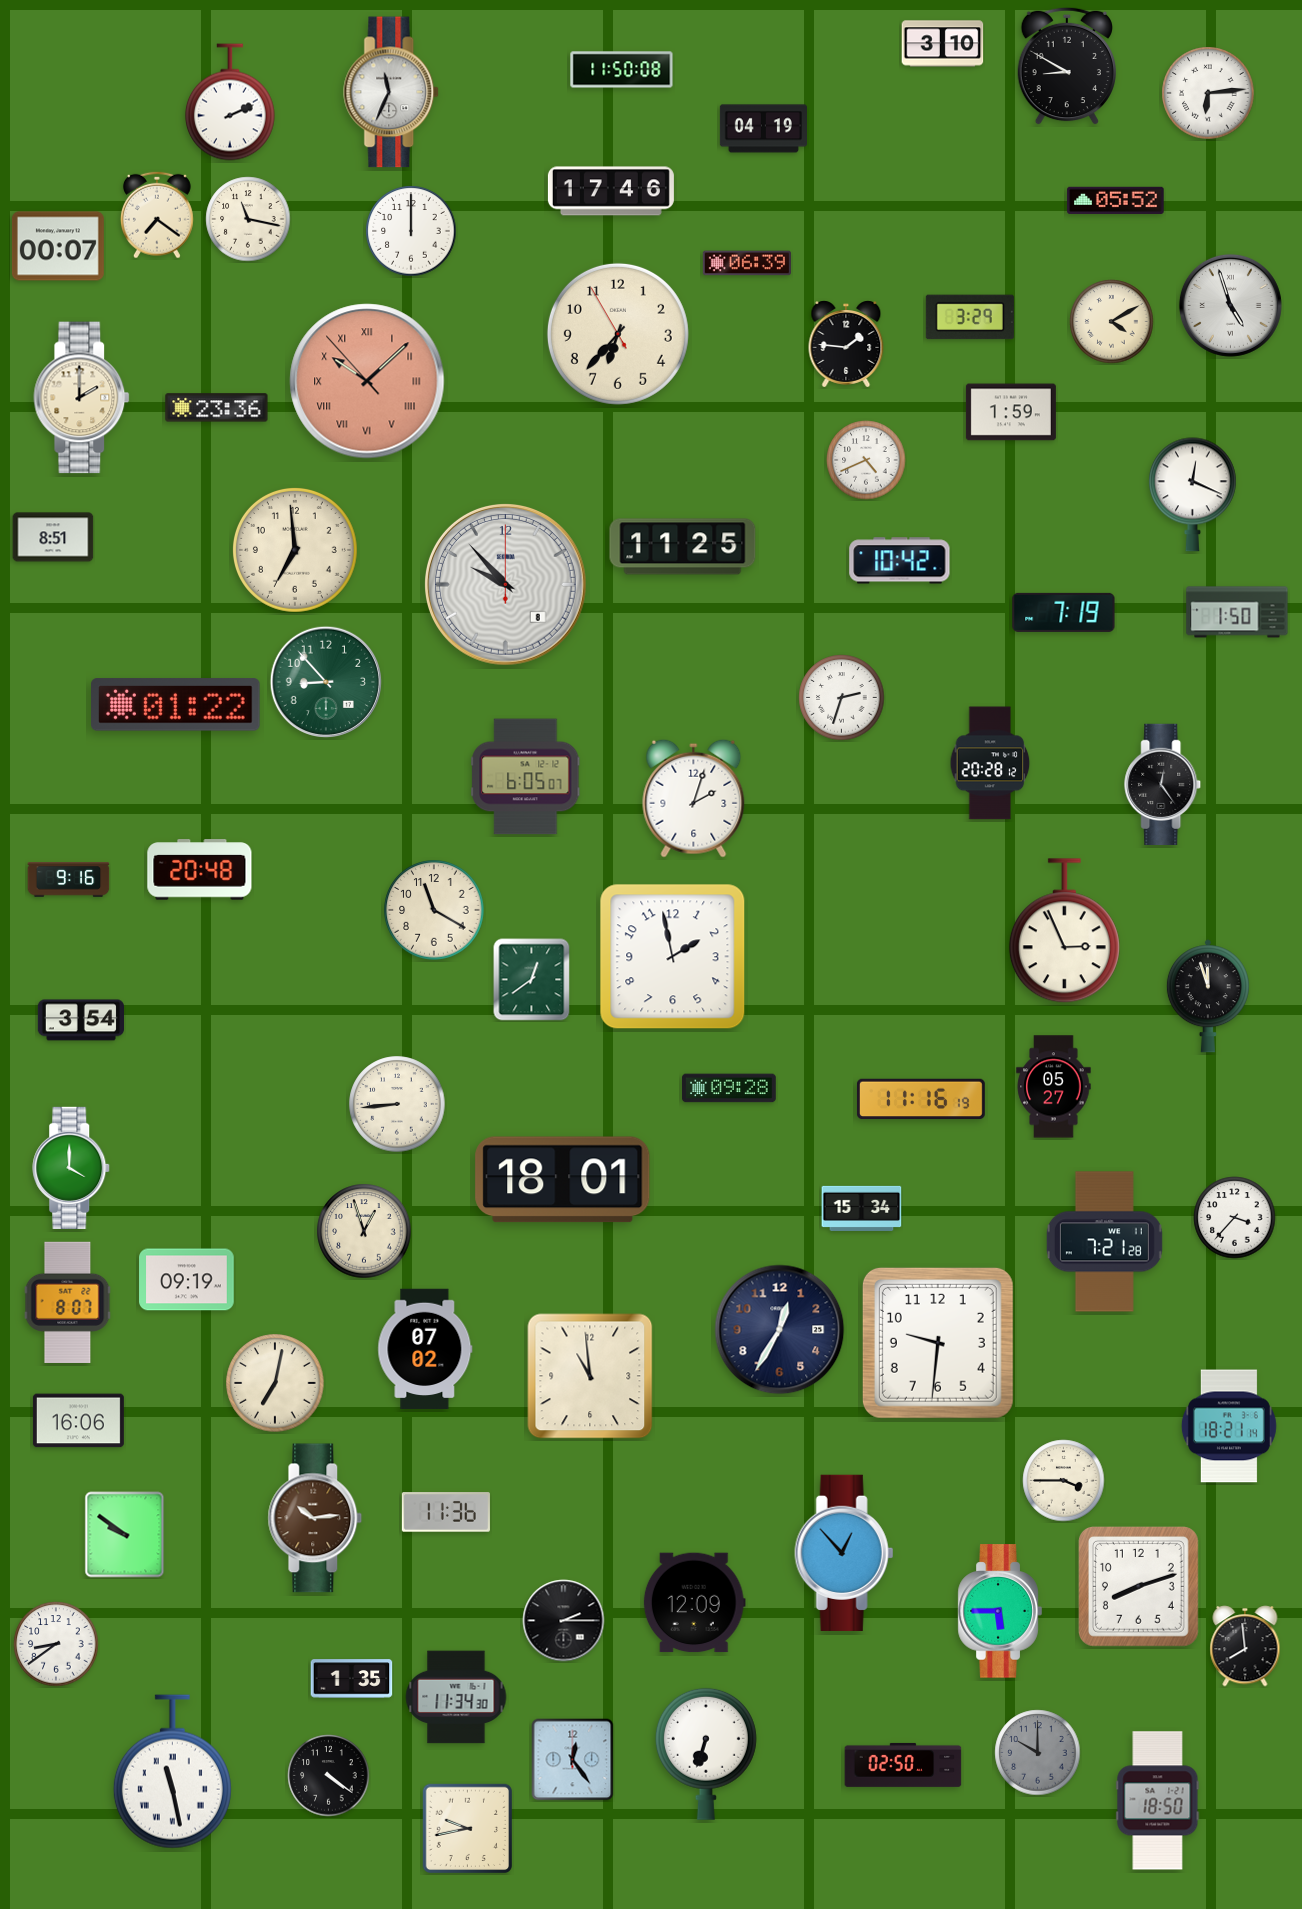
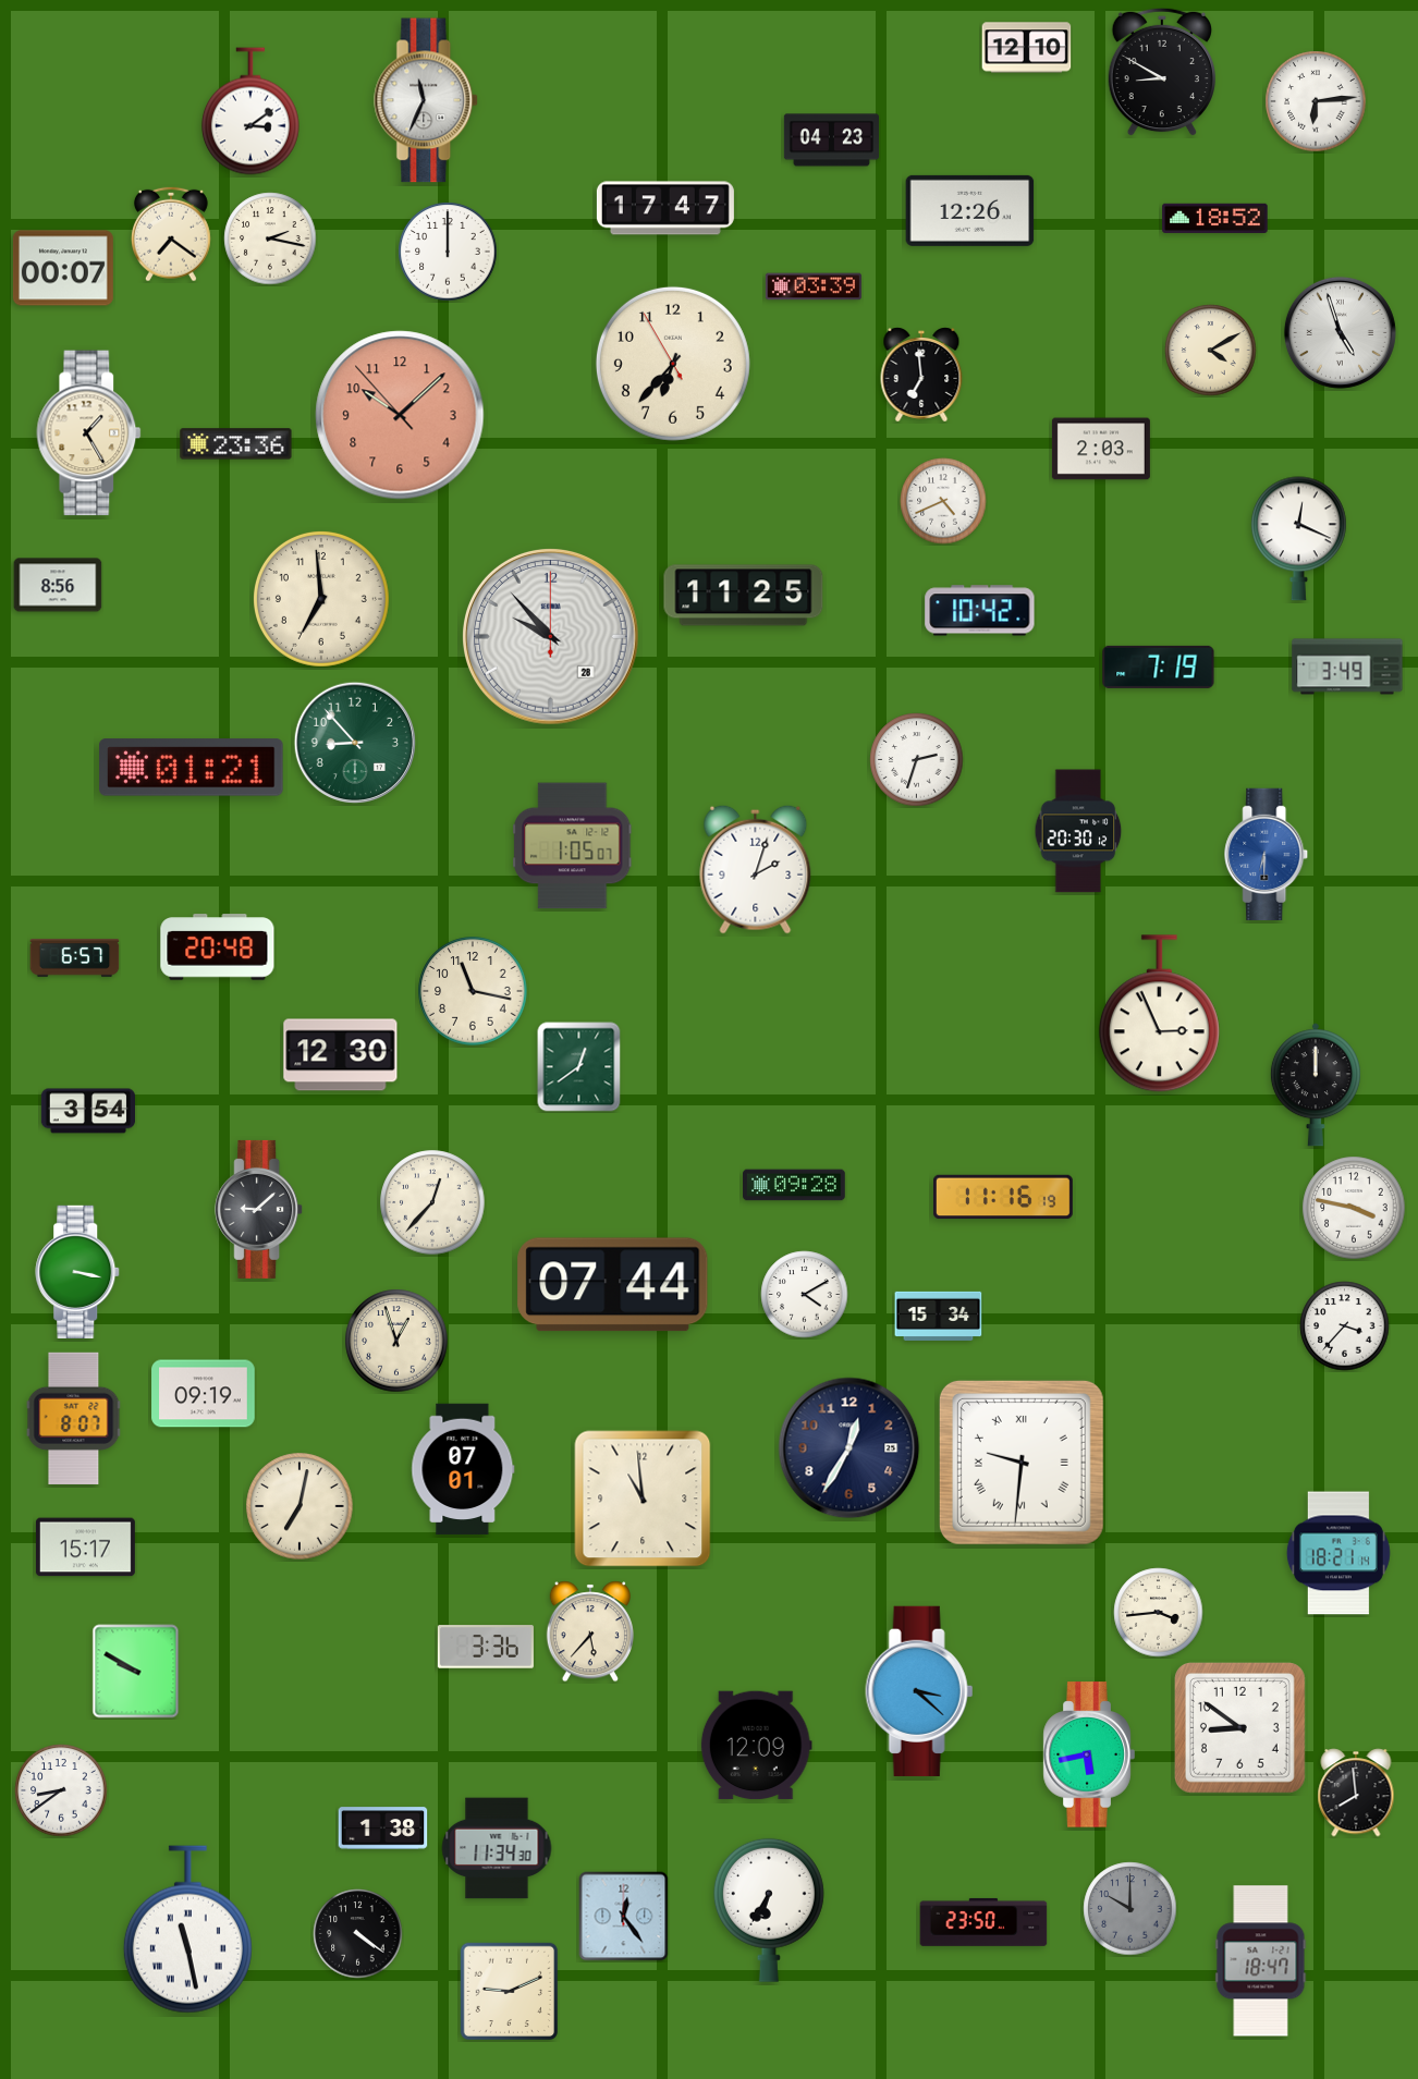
clock at (943, 44): 3:10 -> 12:10
clock at (622, 70): 11:50 -> none
clock at (230, 102): 2:11 -> 3:09
clock at (763, 129): 04:19 -> 04:23
clock at (611, 191): 17:46 -> 17:47
clock at (970, 210): none -> 12:26
clock at (1116, 200): 05:52 -> 18:52
clock at (248, 219): 11:17 -> 2:17
clock at (747, 263): 06:39 -> 03:39
clock at (970, 317): 3:29 -> none
clock at (846, 344): 1:46 -> 6:59
clock at (367, 381) numerals: Roman -> Arabic
clock at (82, 398): 2:00 -> 1:25
clock at (1011, 412): 1:59 -> 2:03
clock at (53, 537): 8:51 -> 8:56
clock at (506, 585) date: 8 -> 28
clock at (1237, 612): 1:50 -> 3:49
clock at (176, 705): 01:22 -> 01:21
clock at (990, 763): 20:28 -> 20:30
clock at (526, 777): 6:05 -> 1:05
clock at (1163, 784): 12:24 -> 6:30
clock at (1163, 784) dial: black -> blue
clock at (69, 880): 9:16 -> 6:57
clock at (434, 910): 11:20 -> 11:17
clock at (673, 957): 1:58 -> none
clock at (341, 1055): none -> 12:30
clock at (1208, 996): 11:57 -> 12:00
clock at (1054, 1087): 05:27 -> none
clock at (397, 1104): 8:44 -> 12:37
clock at (1354, 1208): none -> 3:47
clock at (259, 1209): none -> 9:08
clock at (72, 1168): 4:00 -> 3:17
clock at (563, 1180): 18:01 -> 07:44
clock at (805, 1295): none -> 4:10
clock at (1104, 1242): 7:21 -> none
clock at (938, 1343) numerals: Arabic -> Roman
clock at (425, 1349): 07:02 -> 07:01
clock at (78, 1421): 16:06 -> 15:17
clock at (1064, 1481): 3:45 -> 3:44
clock at (590, 1631): none -> 5:37
clock at (446, 1512): 11:36 -> 3:36
clock at (315, 1518): 10:14 -> none
clock at (125, 1535): 9:51 -> 9:50
clock at (844, 1552): 12:53 -> 3:22
clock at (1138, 1586): 8:12 -> 8:51
clock at (1000, 1611): 5:45 -> 5:43
clock at (564, 1621): 2:15 -> none
clock at (352, 1679): 1:35 -> 1:38
clock at (706, 1754): 6:33 -> 6:35
clock at (903, 1765): 02:50 -> 23:50
clock at (1158, 1801): 18:50 -> 18:47
clock at (467, 1828): 9:43 -> 9:11
